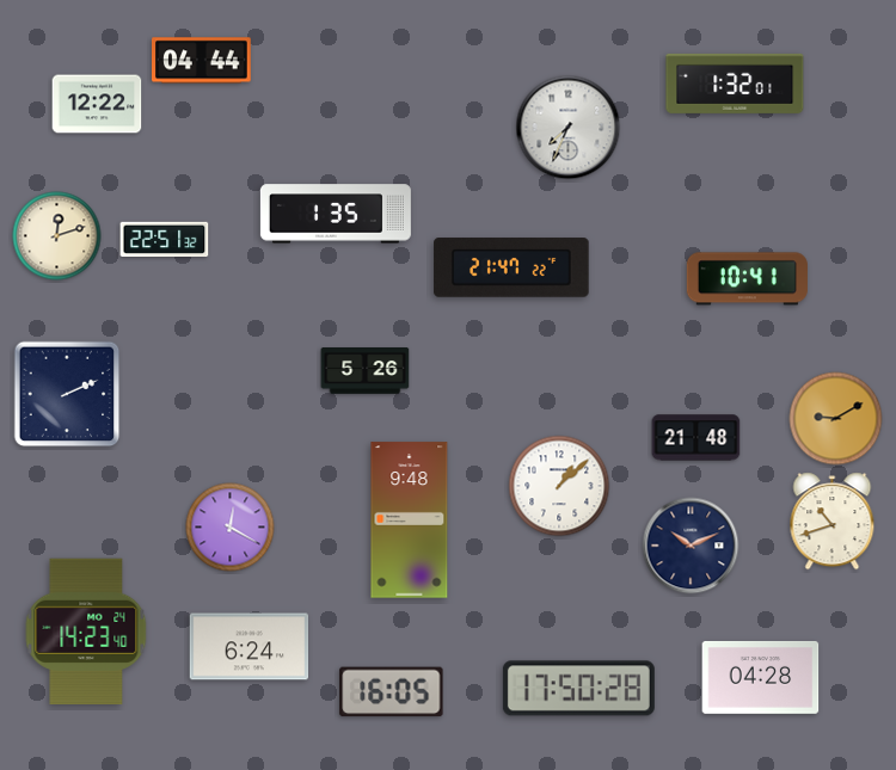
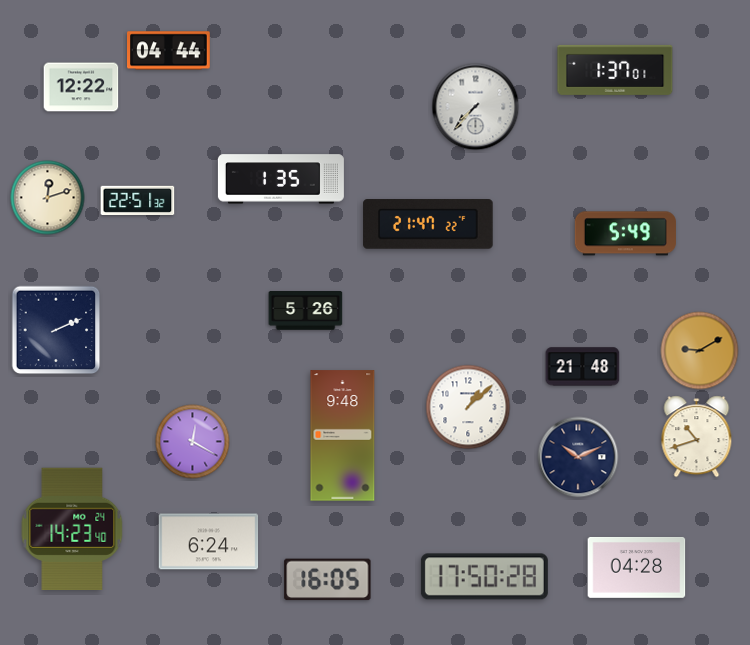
clock at (735, 84): 1:32 -> 1:37
clock at (569, 128): 7:34 -> 7:37
clock at (747, 279): 10:41 -> 5:49
